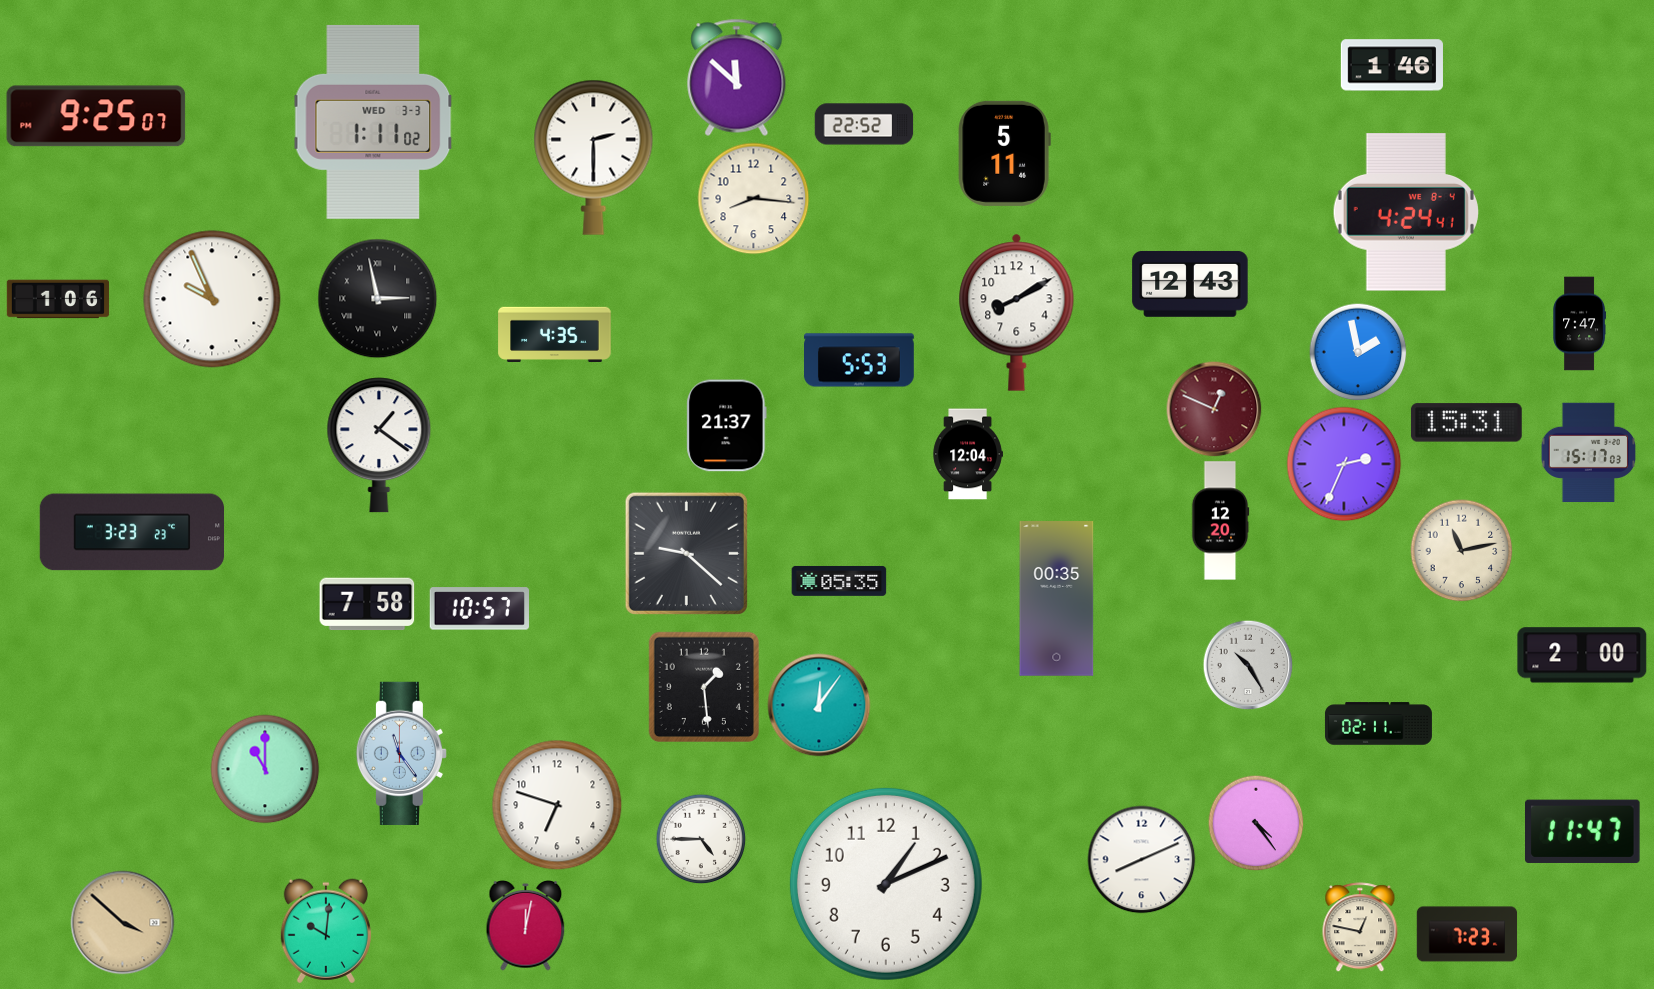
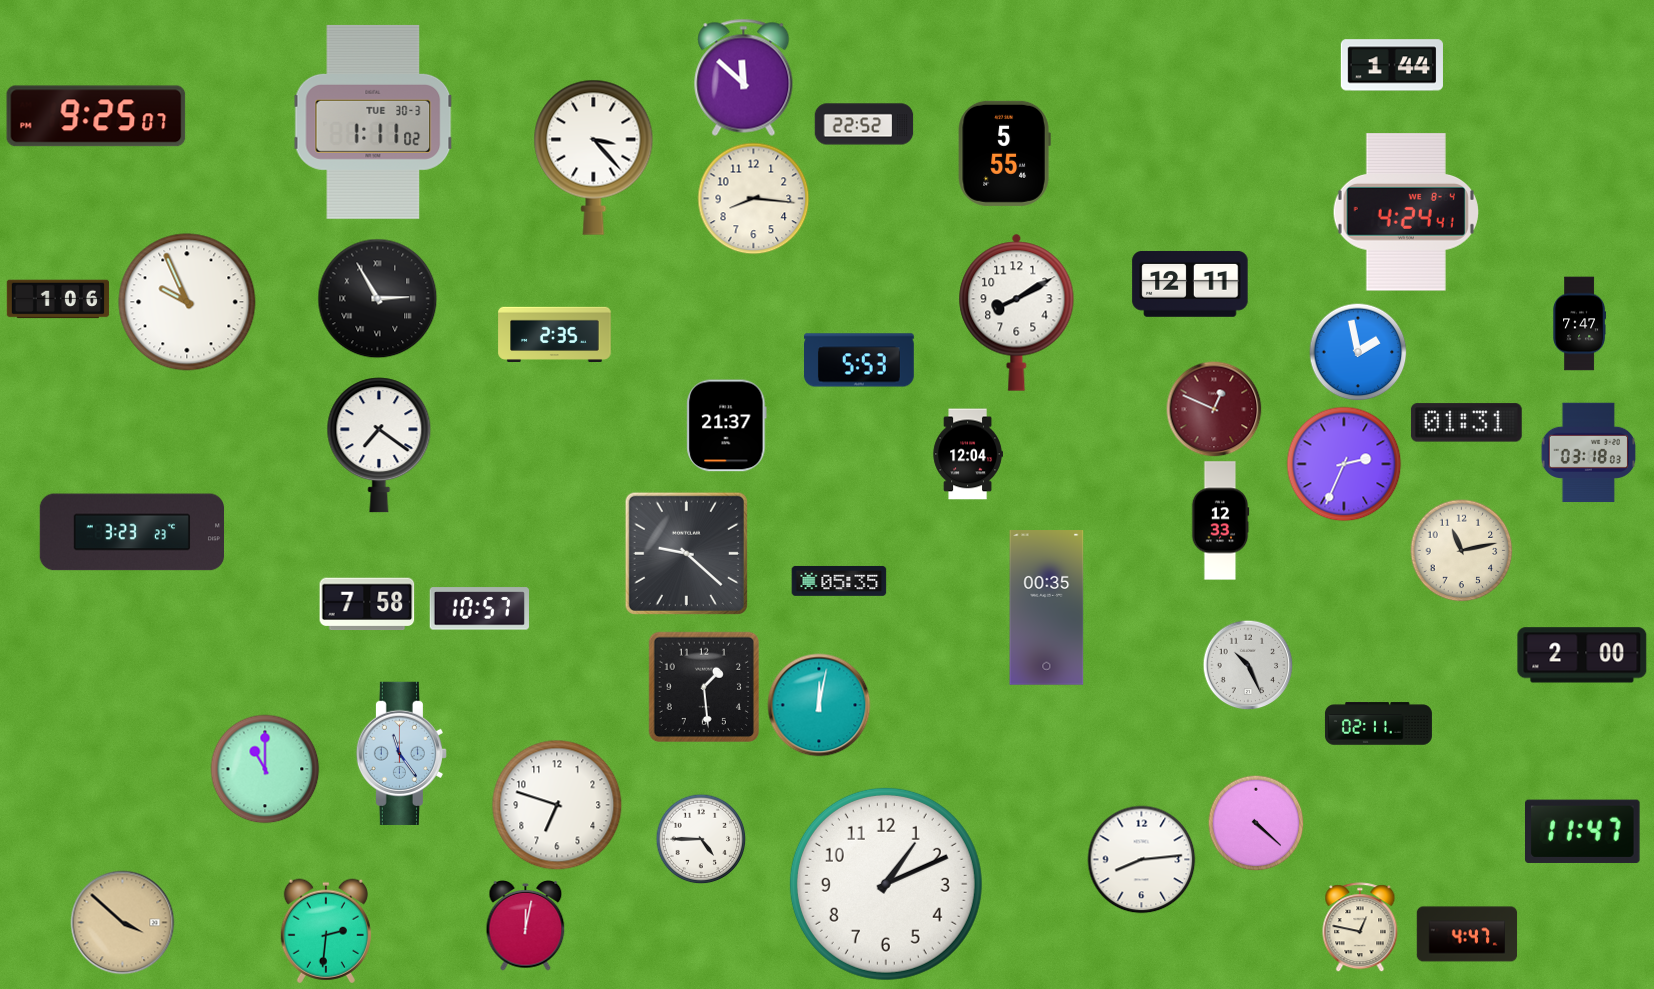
clock at (1392, 65): 1:46 -> 1:44
clock at (737, 77) position: (737, 77) -> (744, 77)
clock at (373, 122) date: WED 3-3 -> TUE 30-3
clock at (1004, 153): 5:11 -> 5:55
clock at (594, 157): 2:30 -> 3:23
clock at (1190, 284): 12:43 -> 12:11
clock at (212, 299) position: (212, 299) -> (187, 302)
clock at (378, 299): 2:58 -> 2:55
clock at (555, 334): 4:35 -> 2:35
clock at (1466, 423): 15:31 -> 01:31
clock at (379, 445): 1:21 -> 7:21
clock at (1589, 453): 15:17 -> 03:18
clock at (1220, 521): 12:20 -> 12:33
clock at (1057, 599) position: (1057, 599) -> (1047, 608)
clock at (1248, 665): 10:25 -> 10:26
clock at (819, 705): 12:06 -> 12:02
clock at (1256, 823): 4:24 -> 4:22
clock at (1142, 860): 8:11 -> 8:14
clock at (326, 931): 10:01 -> 2:31
clock at (1467, 934): 7:23 -> 4:47
